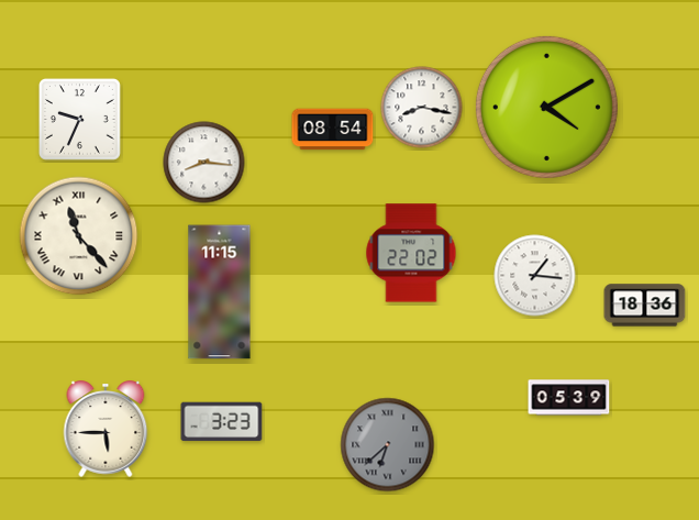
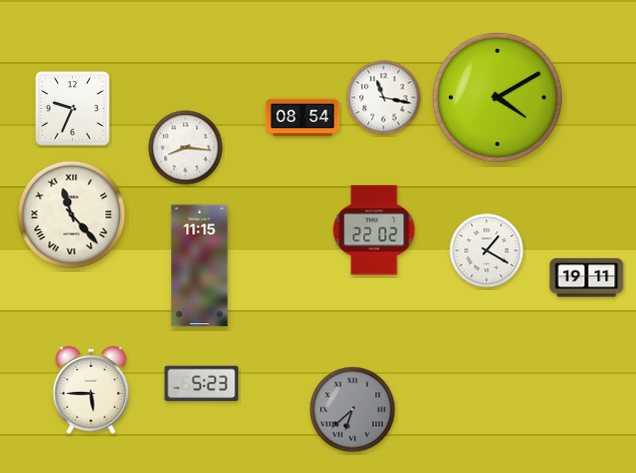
clock at (422, 108): 8:17 -> 11:17
clock at (535, 276): 1:16 -> 1:20
clock at (645, 306): 18:36 -> 19:11
clock at (569, 398): 05:39 -> none
clock at (222, 422): 3:23 -> 5:23
clock at (106, 429) position: (106, 429) -> (91, 390)
clock at (388, 445) position: (388, 445) -> (353, 410)
